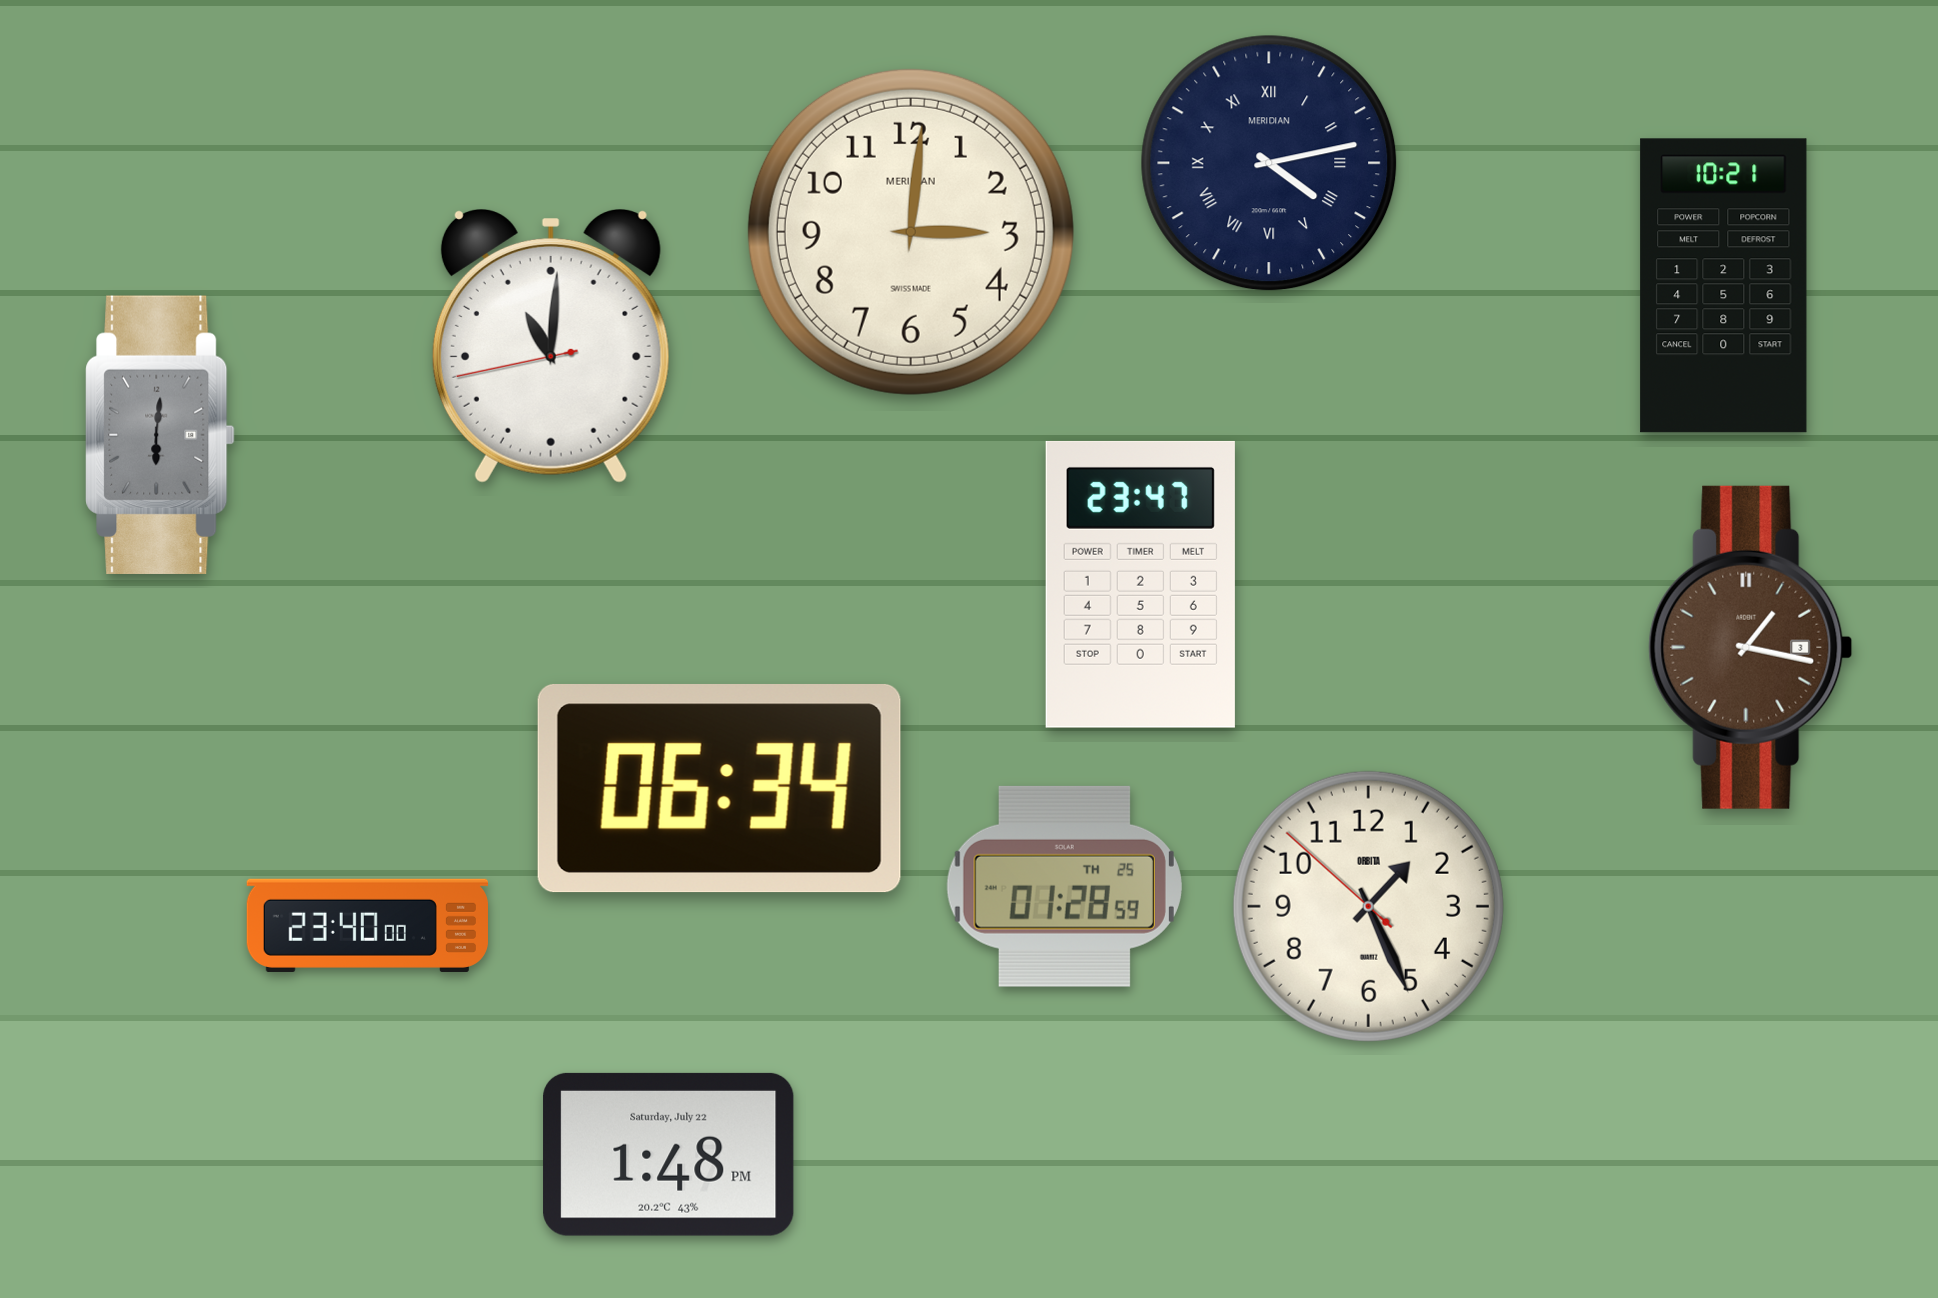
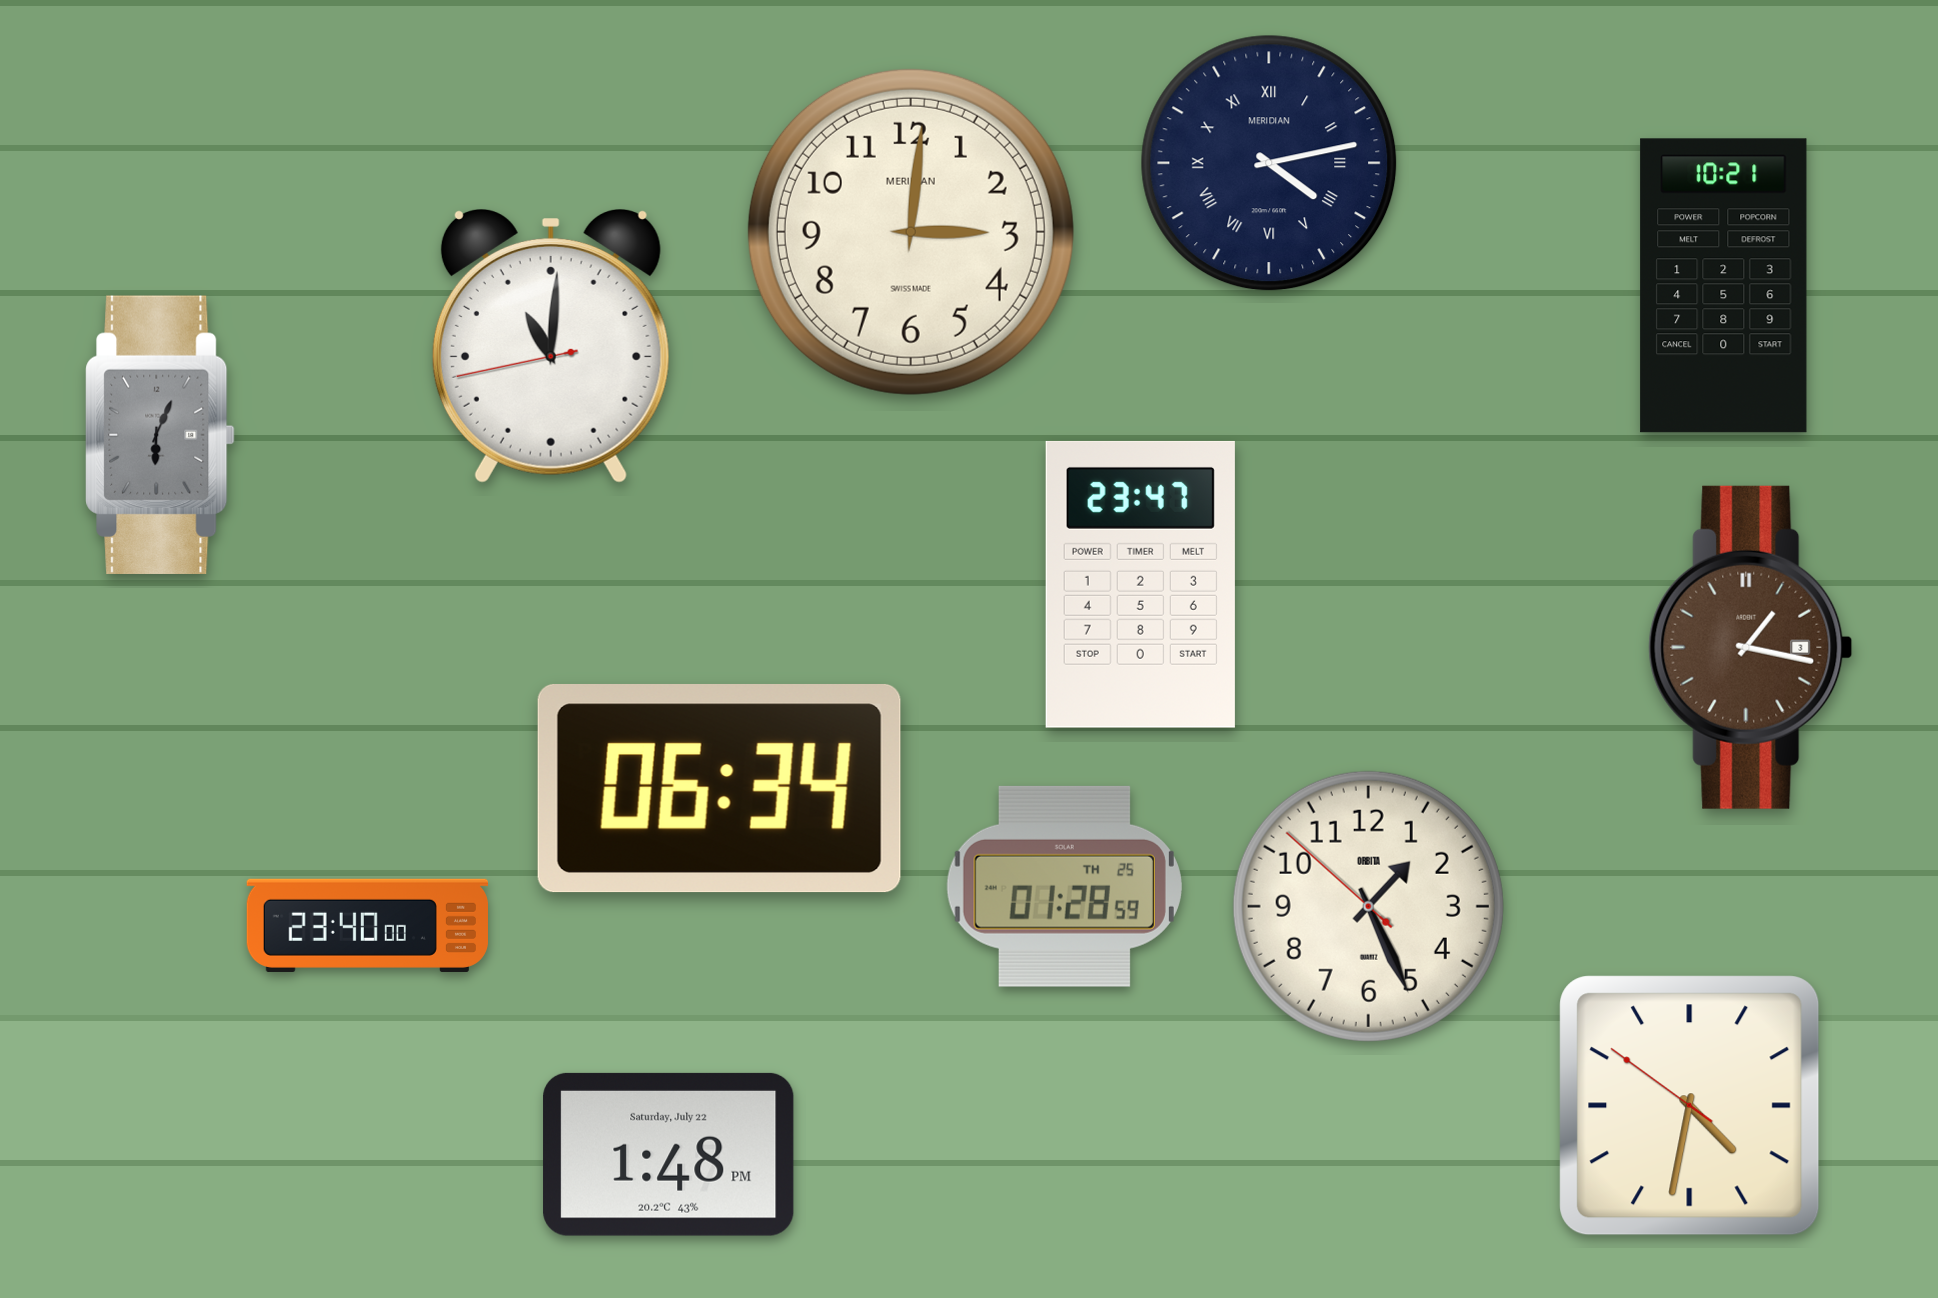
clock at (160, 435): 6:01 -> 6:04
clock at (1690, 1106): none -> 4:31
